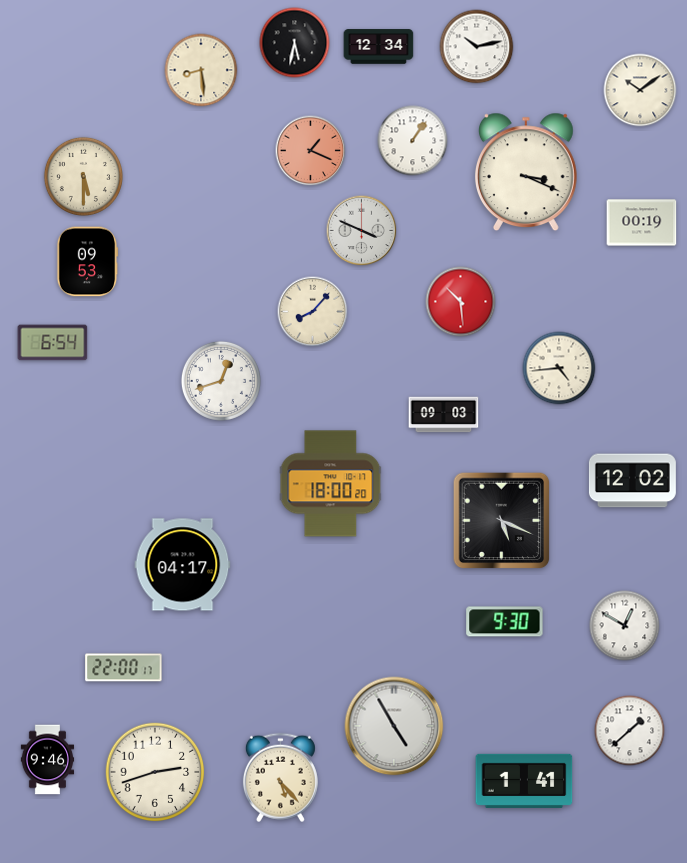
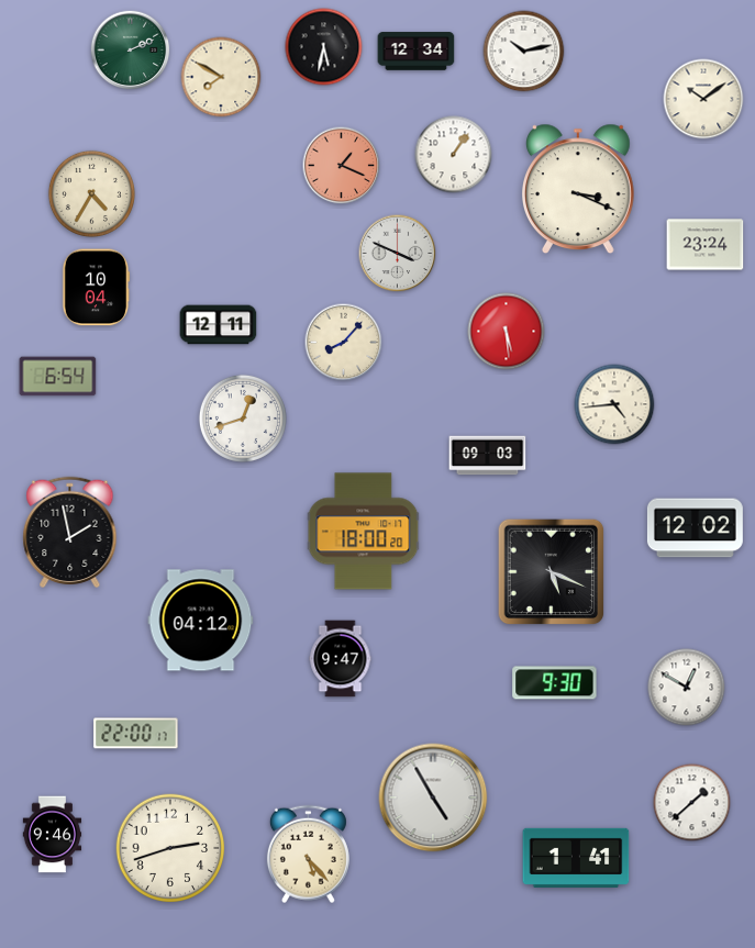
clock at (131, 51): none -> 2:11
clock at (201, 70): 8:29 -> 7:50
clock at (83, 176): 5:30 -> 4:35
clock at (642, 223): 00:19 -> 23:24
clock at (87, 262): 09:53 -> 10:04
clock at (219, 325): none -> 12:11
clock at (461, 302): 10:29 -> 5:29
clock at (70, 533): none -> 1:58
clock at (183, 565): 04:17 -> 04:12
clock at (341, 659): none -> 9:47
